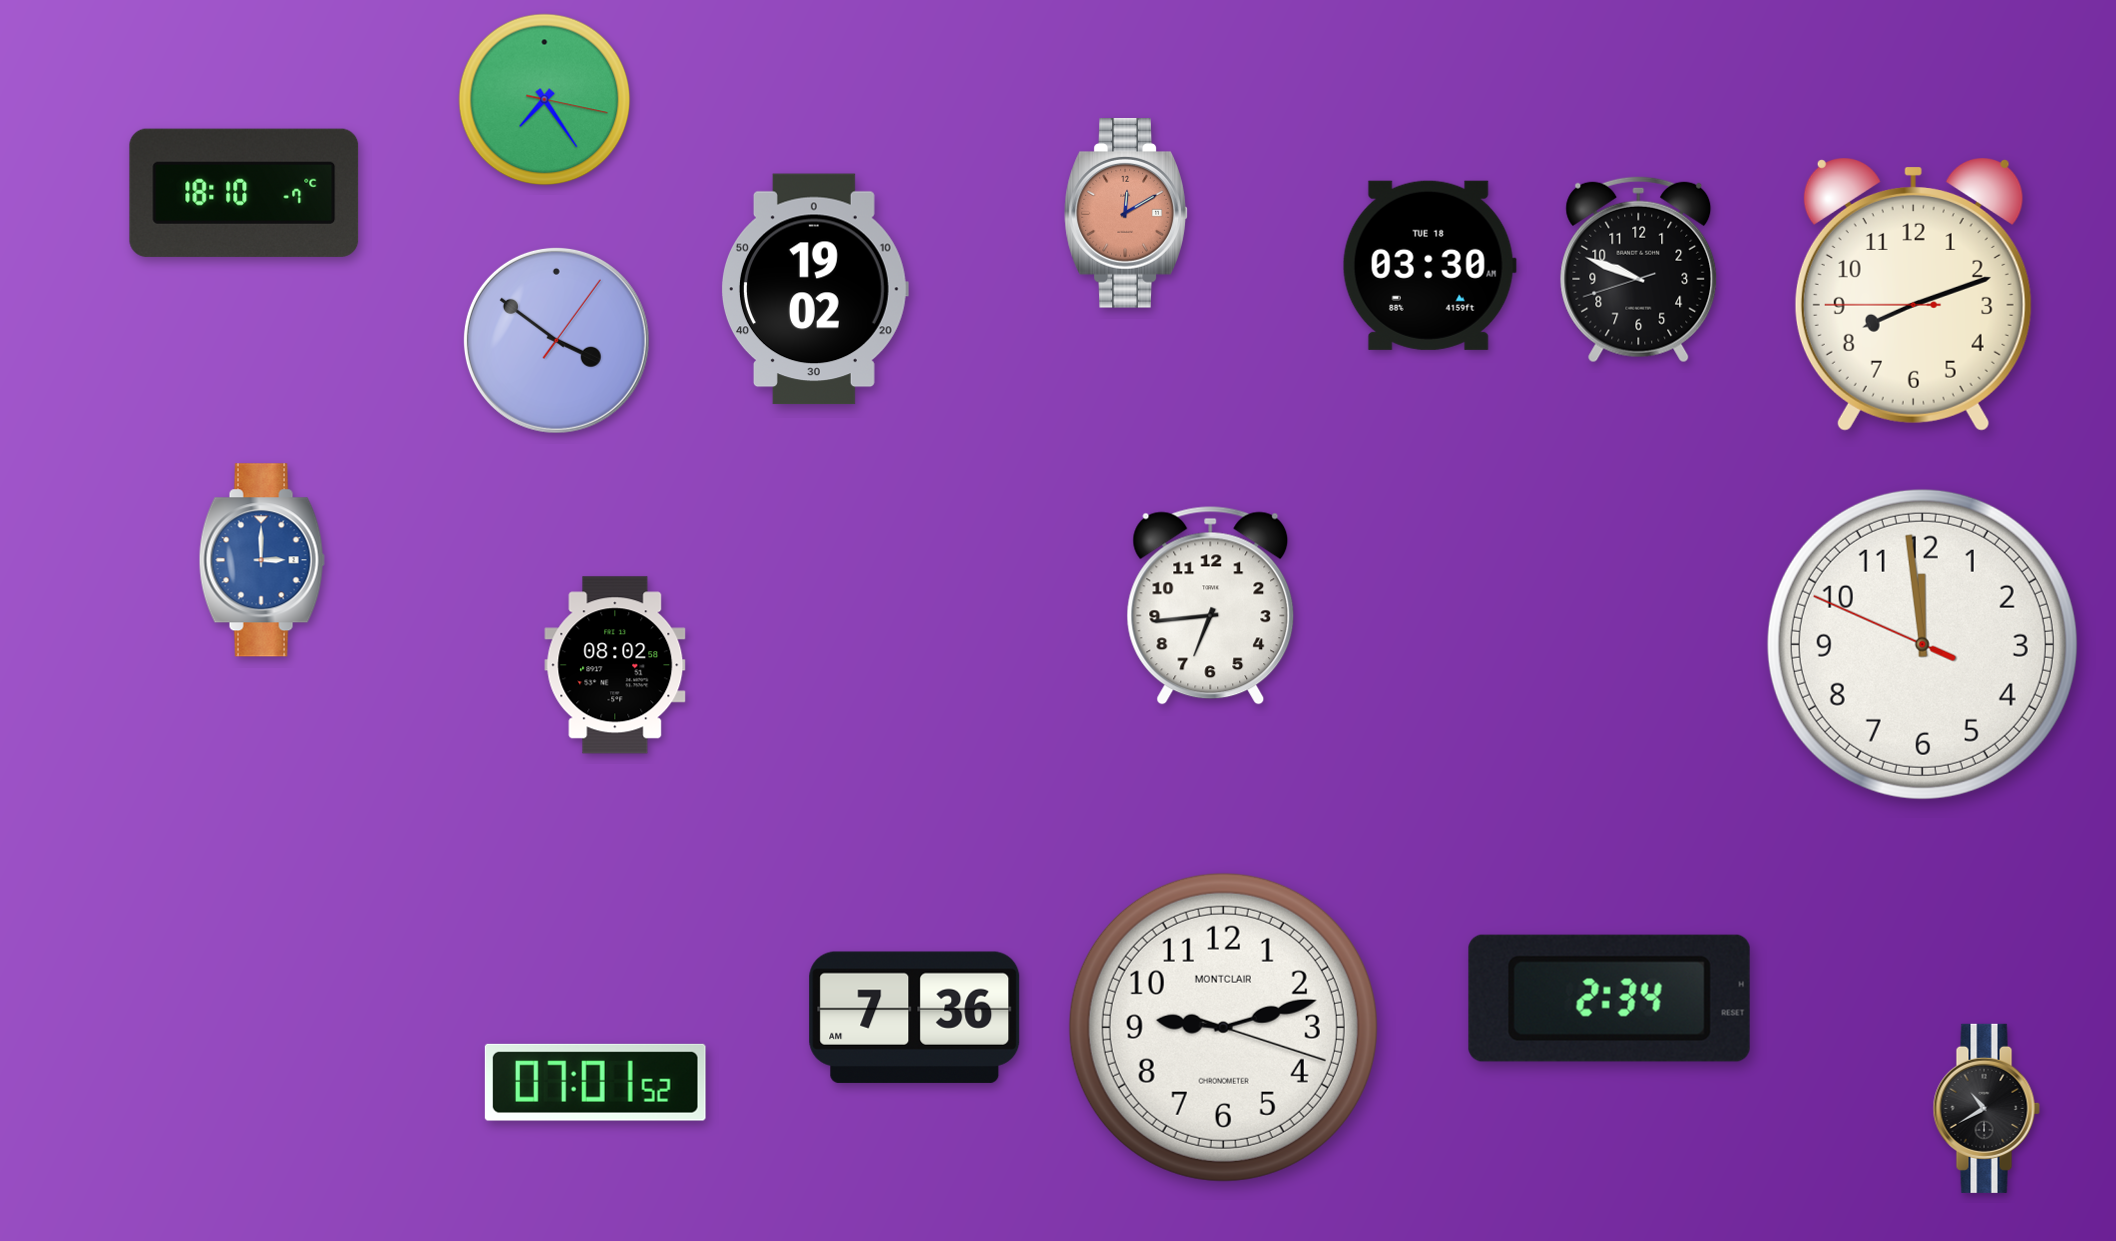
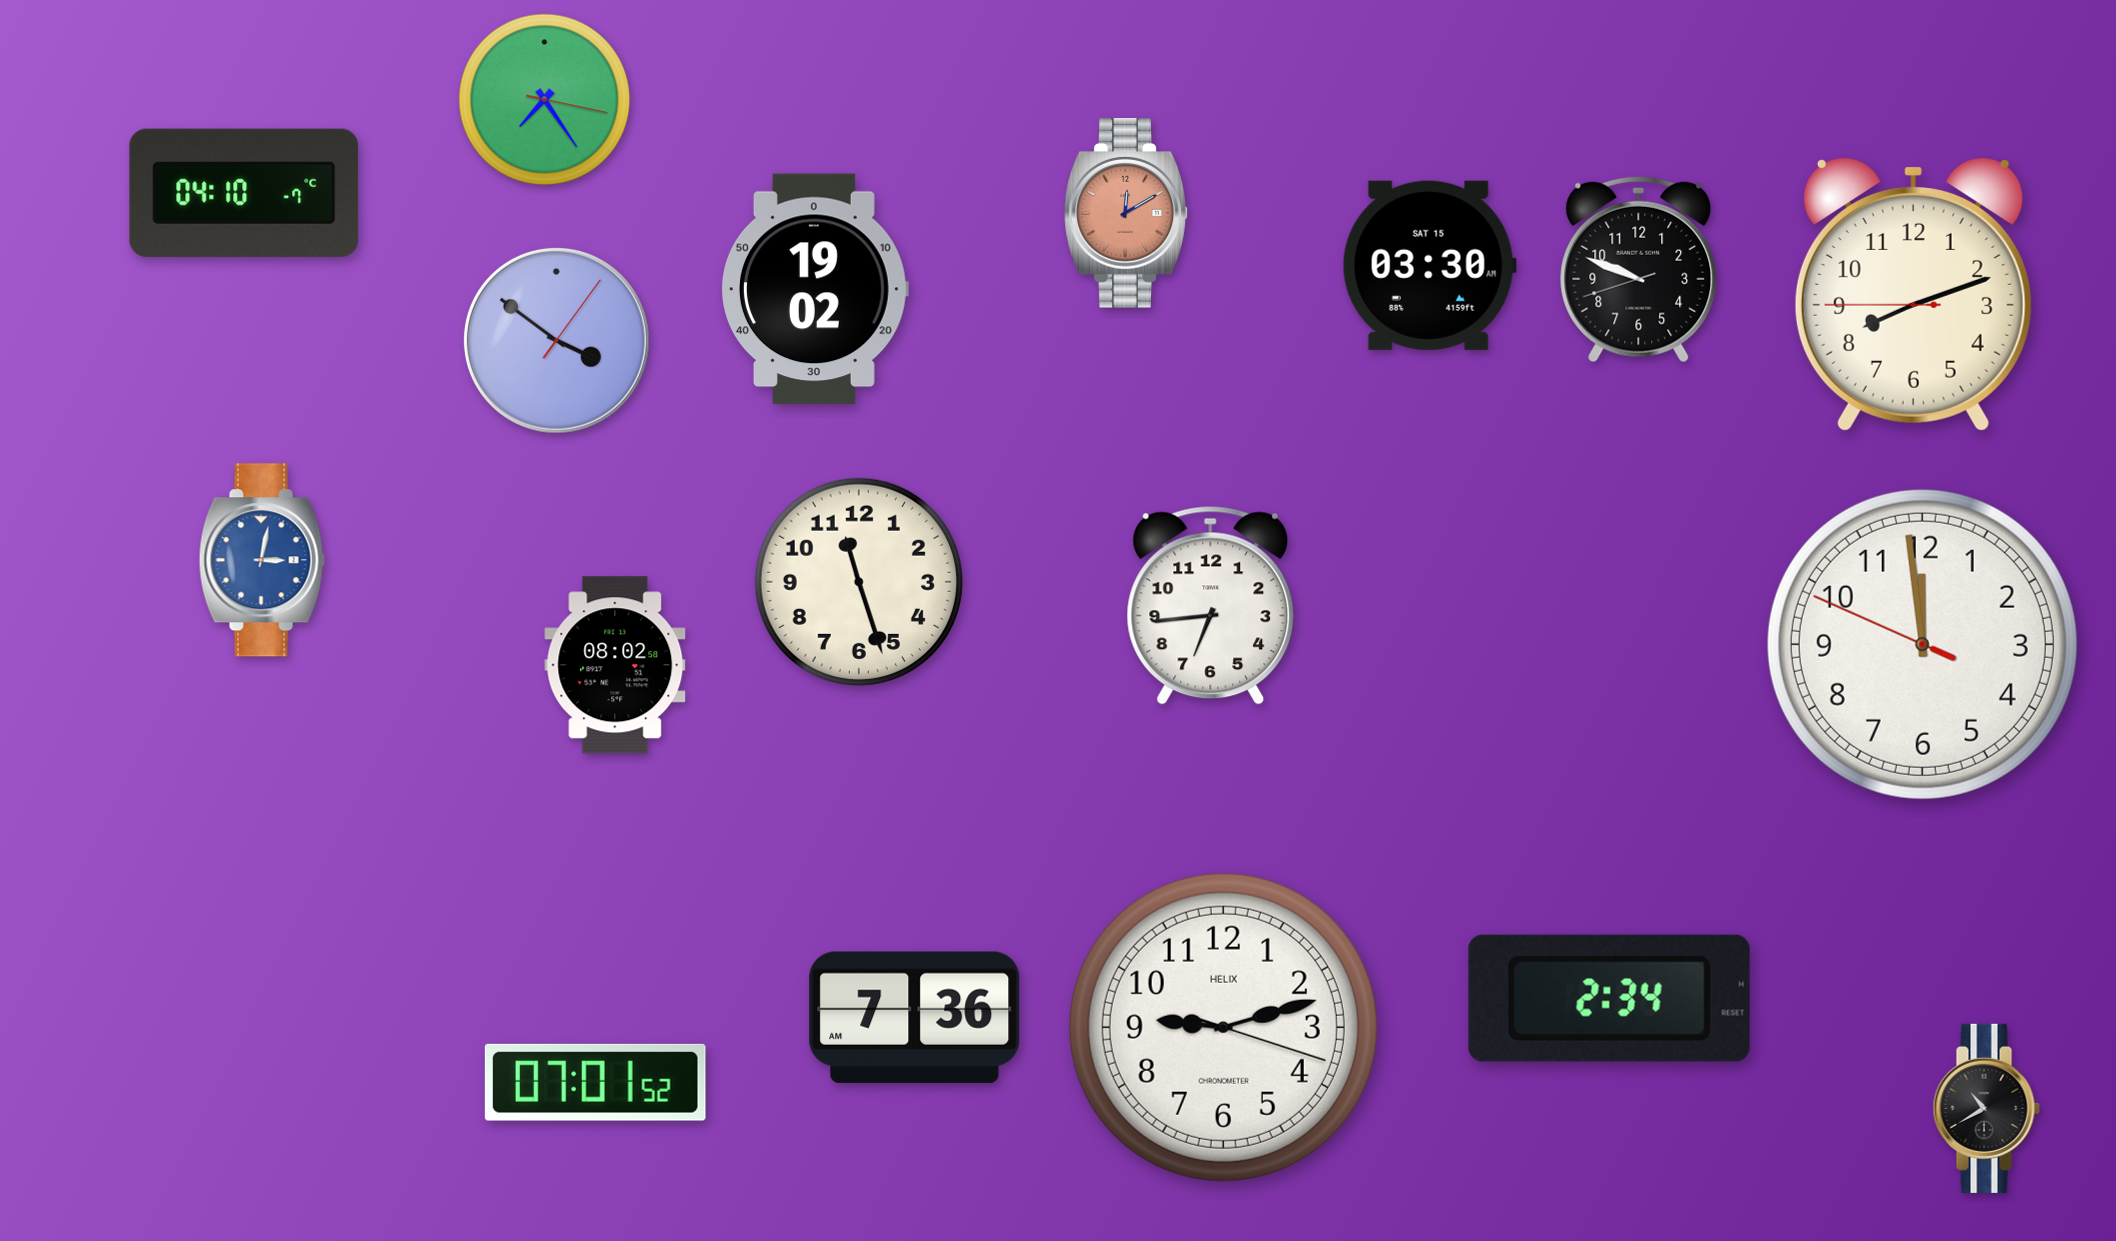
clock at (244, 193): 18:10 -> 04:10
clock at (1429, 265) date: TUE 18 -> SAT 15
clock at (262, 560): 3:00 -> 3:02
clock at (859, 582): none -> 11:27
clock at (1223, 1027) brand: MONTCLAIR -> HELIX
